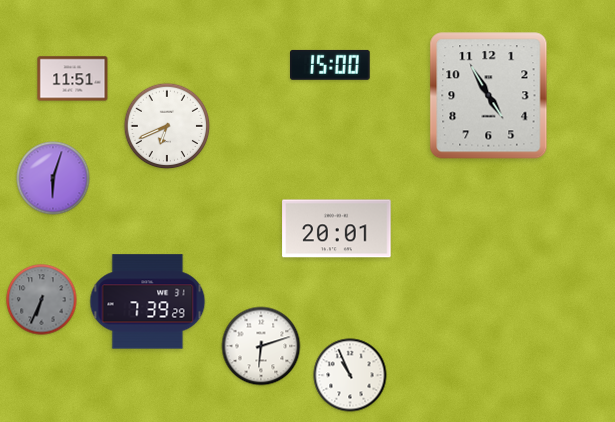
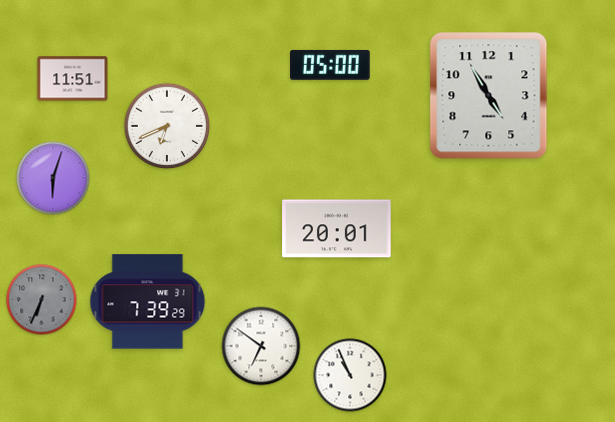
clock at (331, 65): 15:00 -> 05:00
clock at (261, 346): 6:12 -> 6:51
